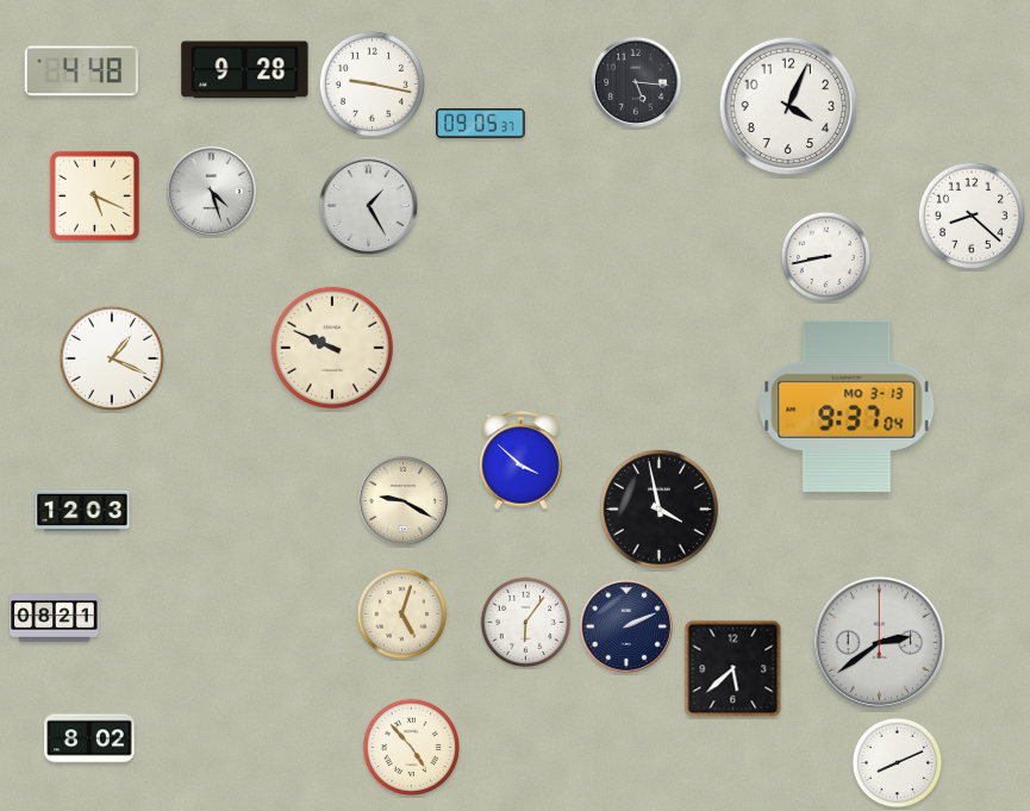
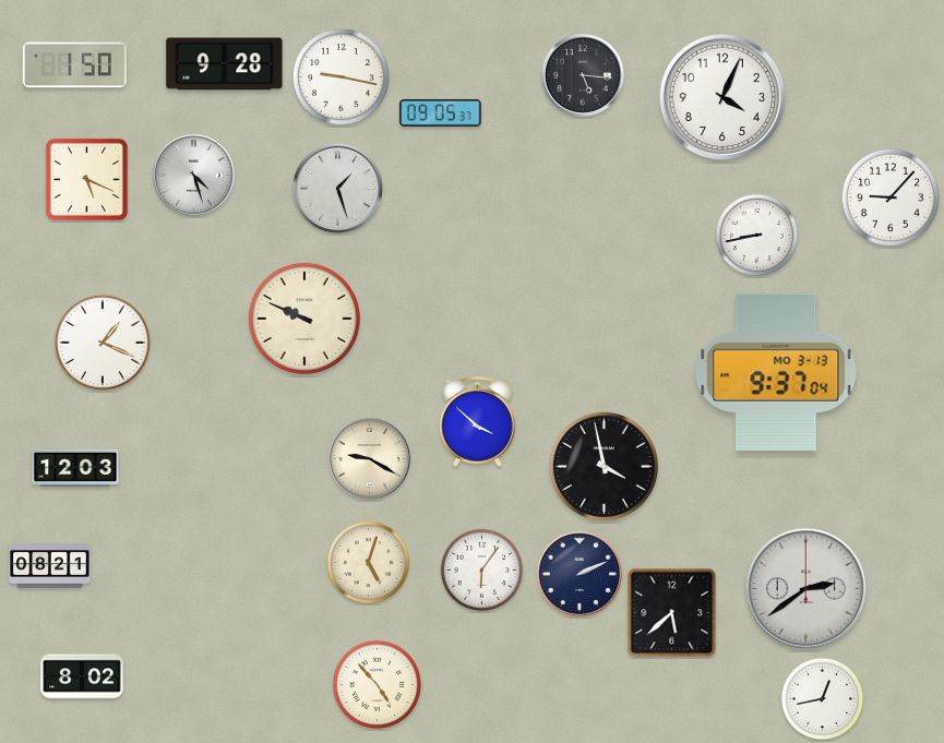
clock at (81, 71): 4:48 -> 1:50
clock at (368, 205): 1:25 -> 1:27
clock at (972, 216): 8:22 -> 9:07
clock at (111, 357) position: (111, 357) -> (101, 341)
clock at (626, 626) position: (626, 626) -> (579, 574)
clock at (898, 763): 8:11 -> 12:43
